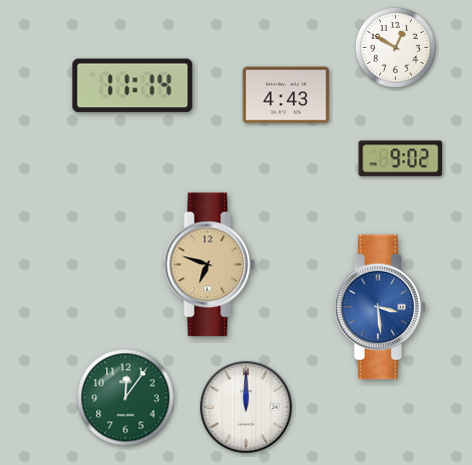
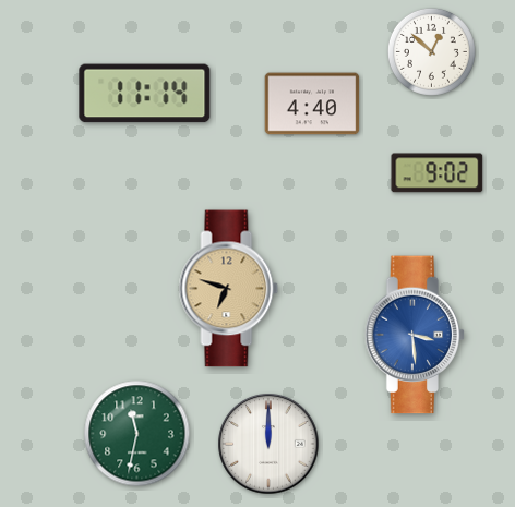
clock at (395, 47): 12:50 -> 12:52
clock at (286, 95): 4:43 -> 4:40
clock at (126, 398): 12:06 -> 11:32
